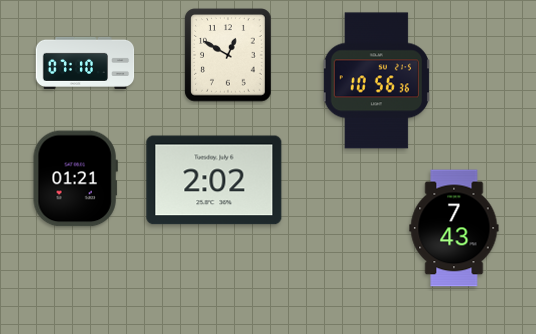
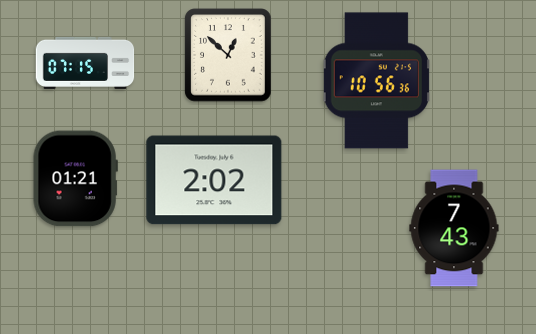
clock at (228, 55): 12:50 -> 12:52
clock at (85, 63): 07:10 -> 07:15
